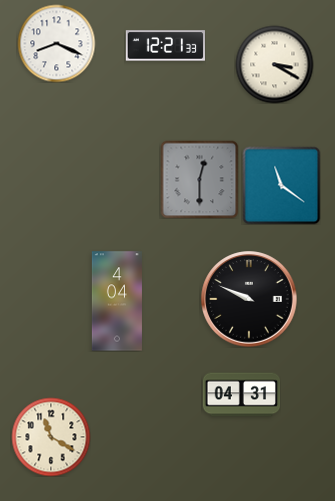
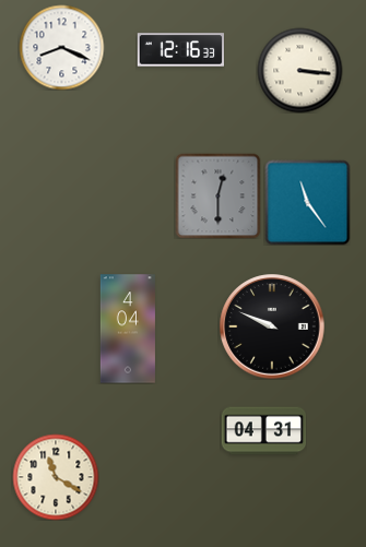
clock at (165, 46): 12:21 -> 12:16
clock at (274, 64): 3:20 -> 3:16
clock at (281, 185): 11:21 -> 11:24
